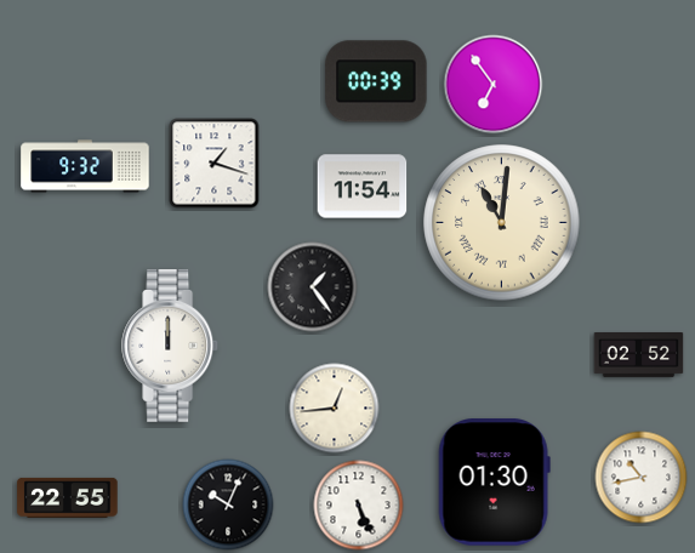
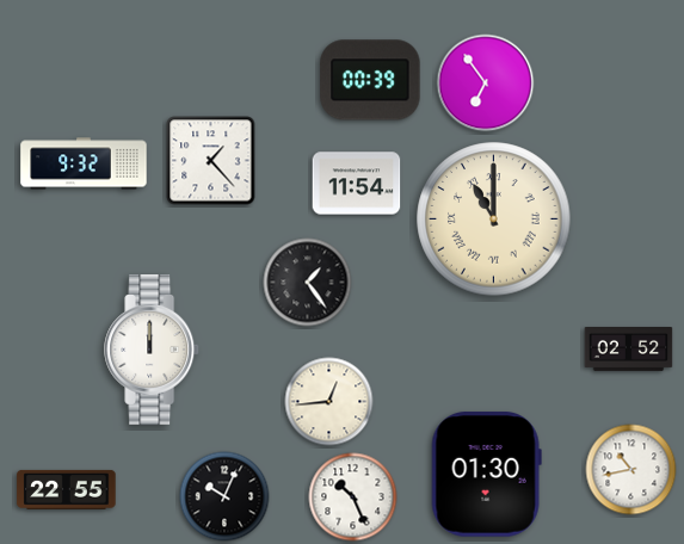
clock at (215, 164): 1:18 -> 1:23
clock at (502, 223): 11:01 -> 11:00
clock at (171, 347) position: (171, 347) -> (153, 351)
clock at (359, 506): 5:26 -> 10:26
